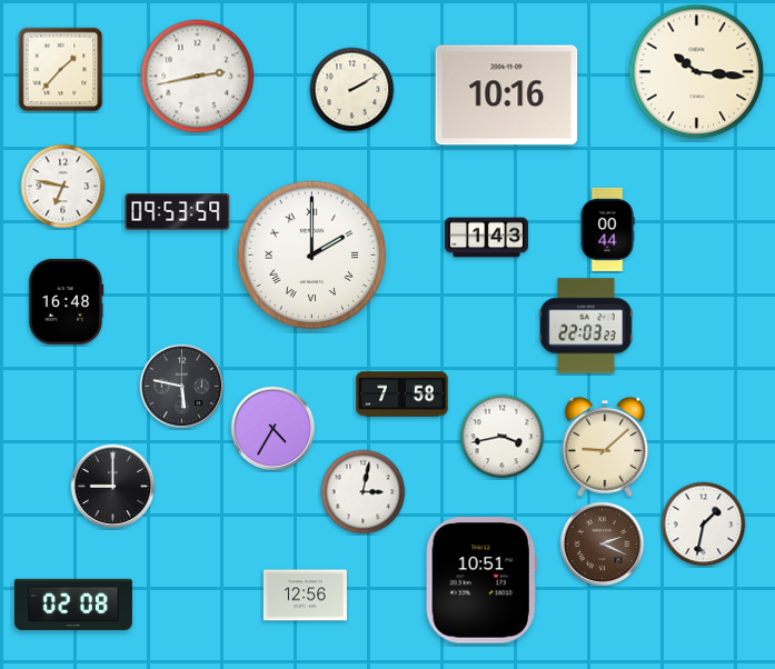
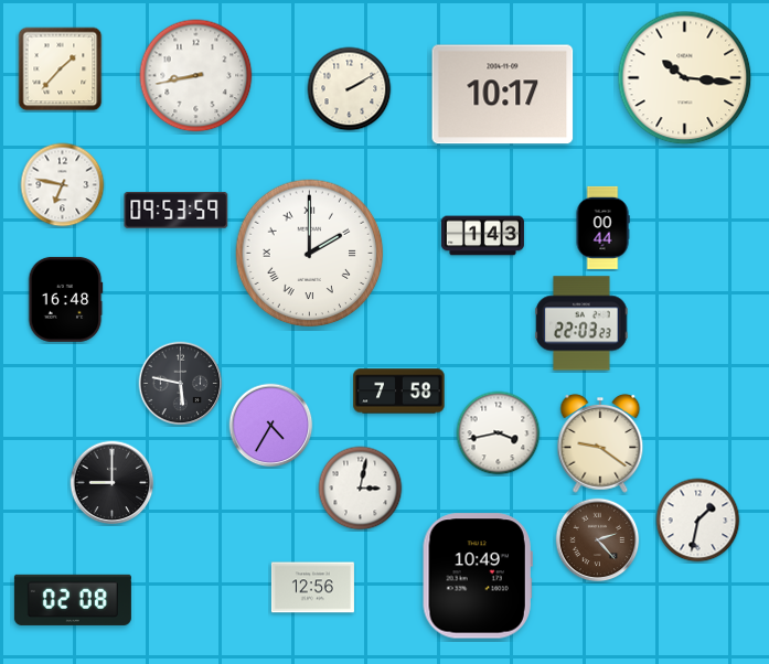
clock at (697, 72) position: (697, 72) -> (685, 78)
clock at (198, 77): 2:43 -> 8:43
clock at (507, 96): 10:16 -> 10:17
clock at (605, 447): 9:08 -> 9:21
clock at (603, 545): 2:19 -> 2:23
clock at (481, 580): 10:51 -> 10:49
clock at (305, 596) position: (305, 596) -> (312, 588)
